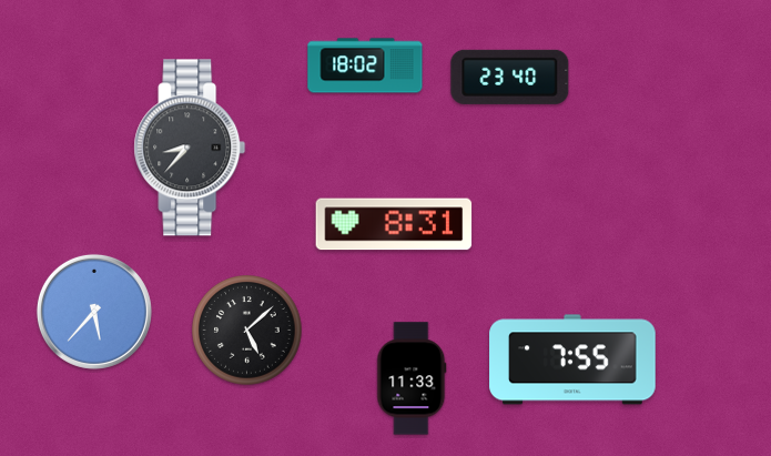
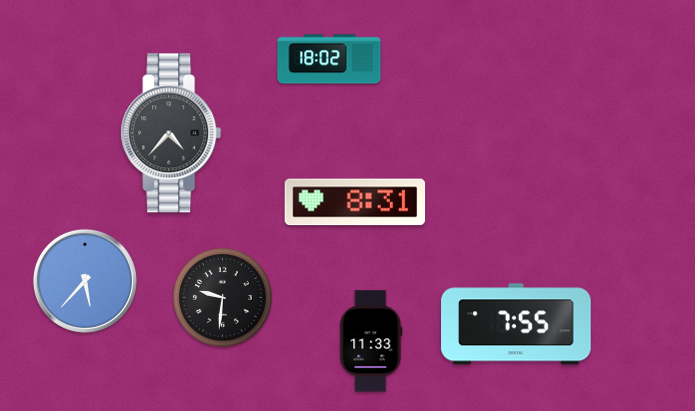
clock at (510, 77): 23:40 -> none
clock at (190, 148): 8:37 -> 4:37
clock at (247, 331): 5:08 -> 9:31
